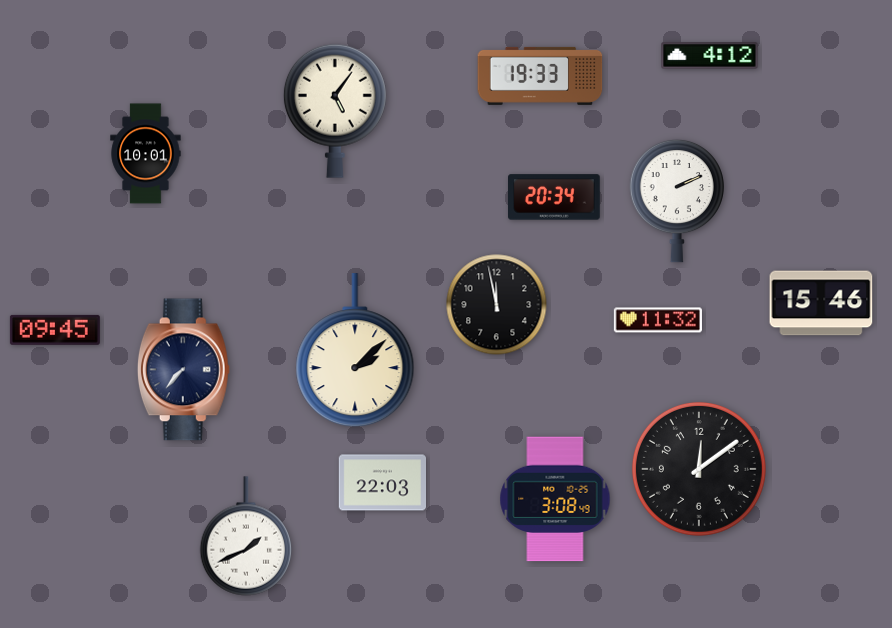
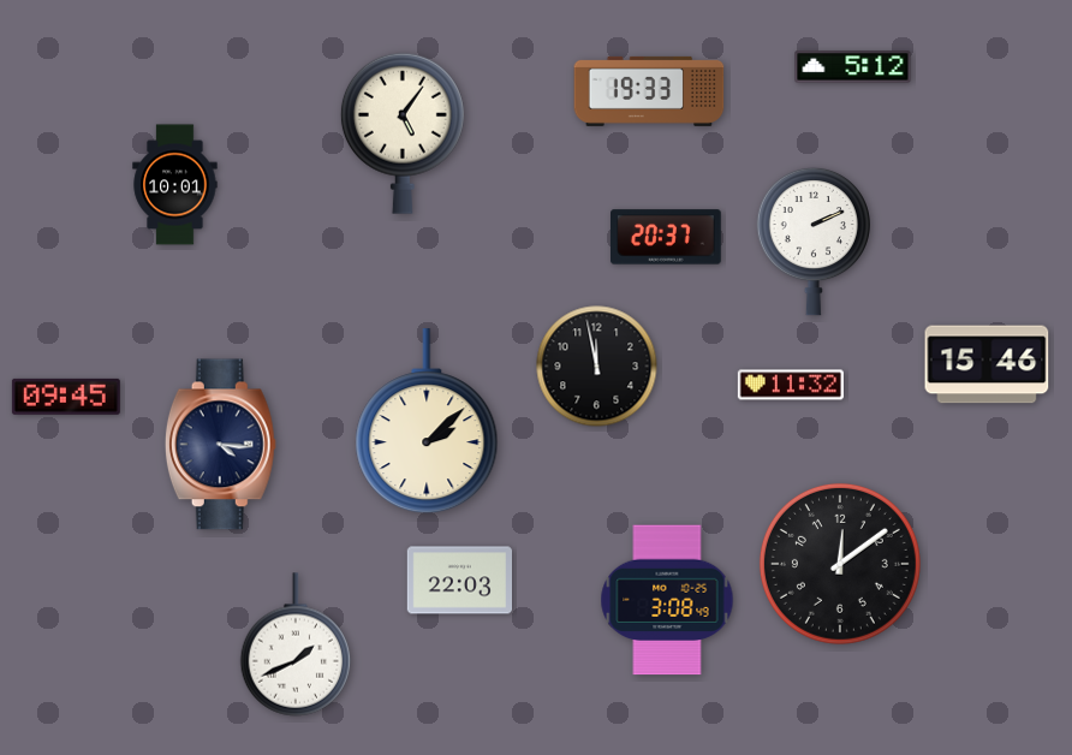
clock at (710, 56): 4:12 -> 5:12
clock at (554, 197): 20:34 -> 20:37
clock at (183, 370): 7:37 -> 4:16
